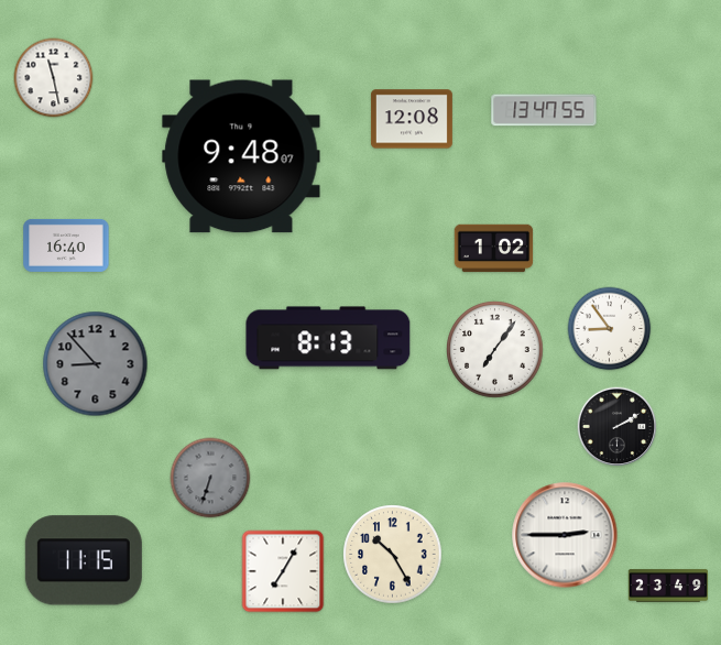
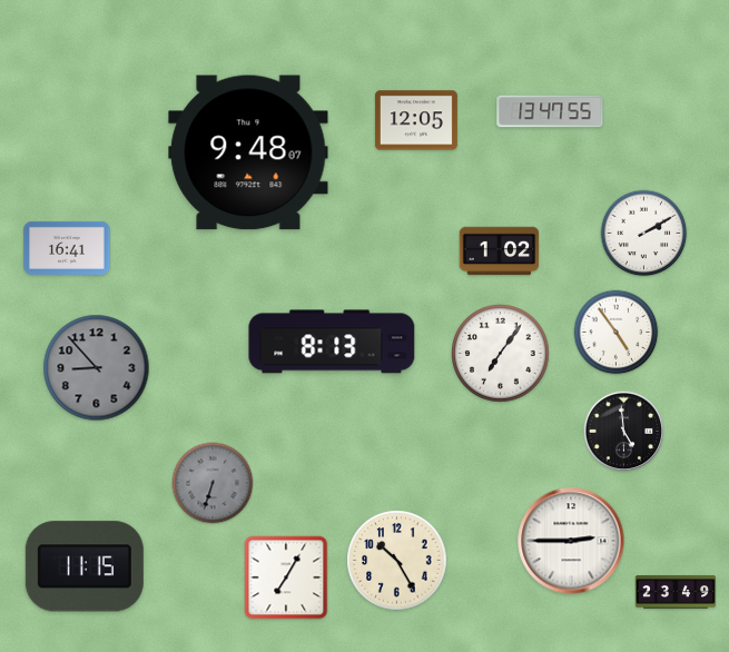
clock at (54, 78): 11:28 -> none
clock at (412, 119): 12:08 -> 12:05
clock at (241, 156) position: (241, 156) -> (248, 152)
clock at (644, 234): none -> 2:10
clock at (66, 245): 16:40 -> 16:41
clock at (610, 329): 8:54 -> 4:54
clock at (618, 427): 2:10 -> 4:59
